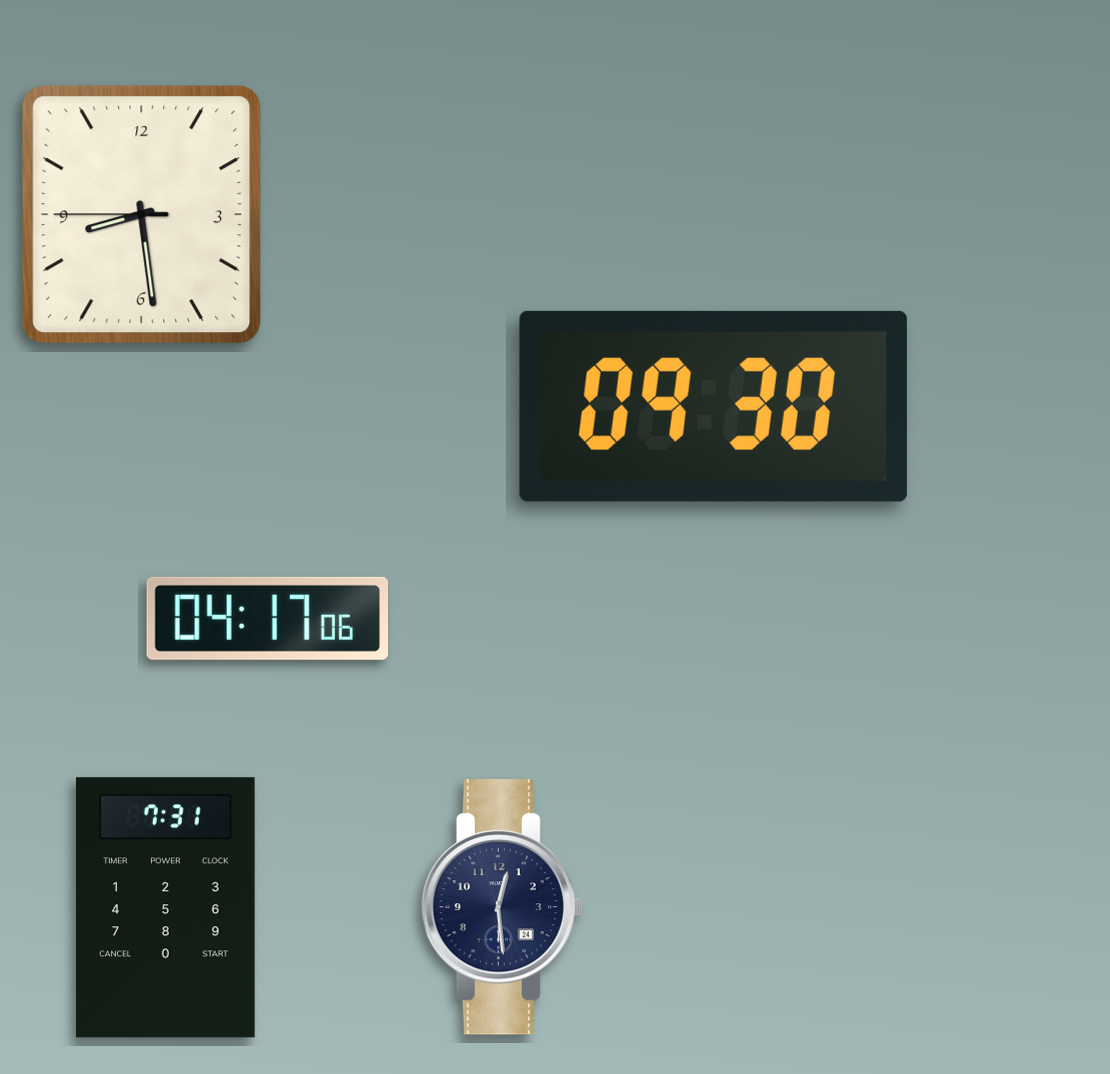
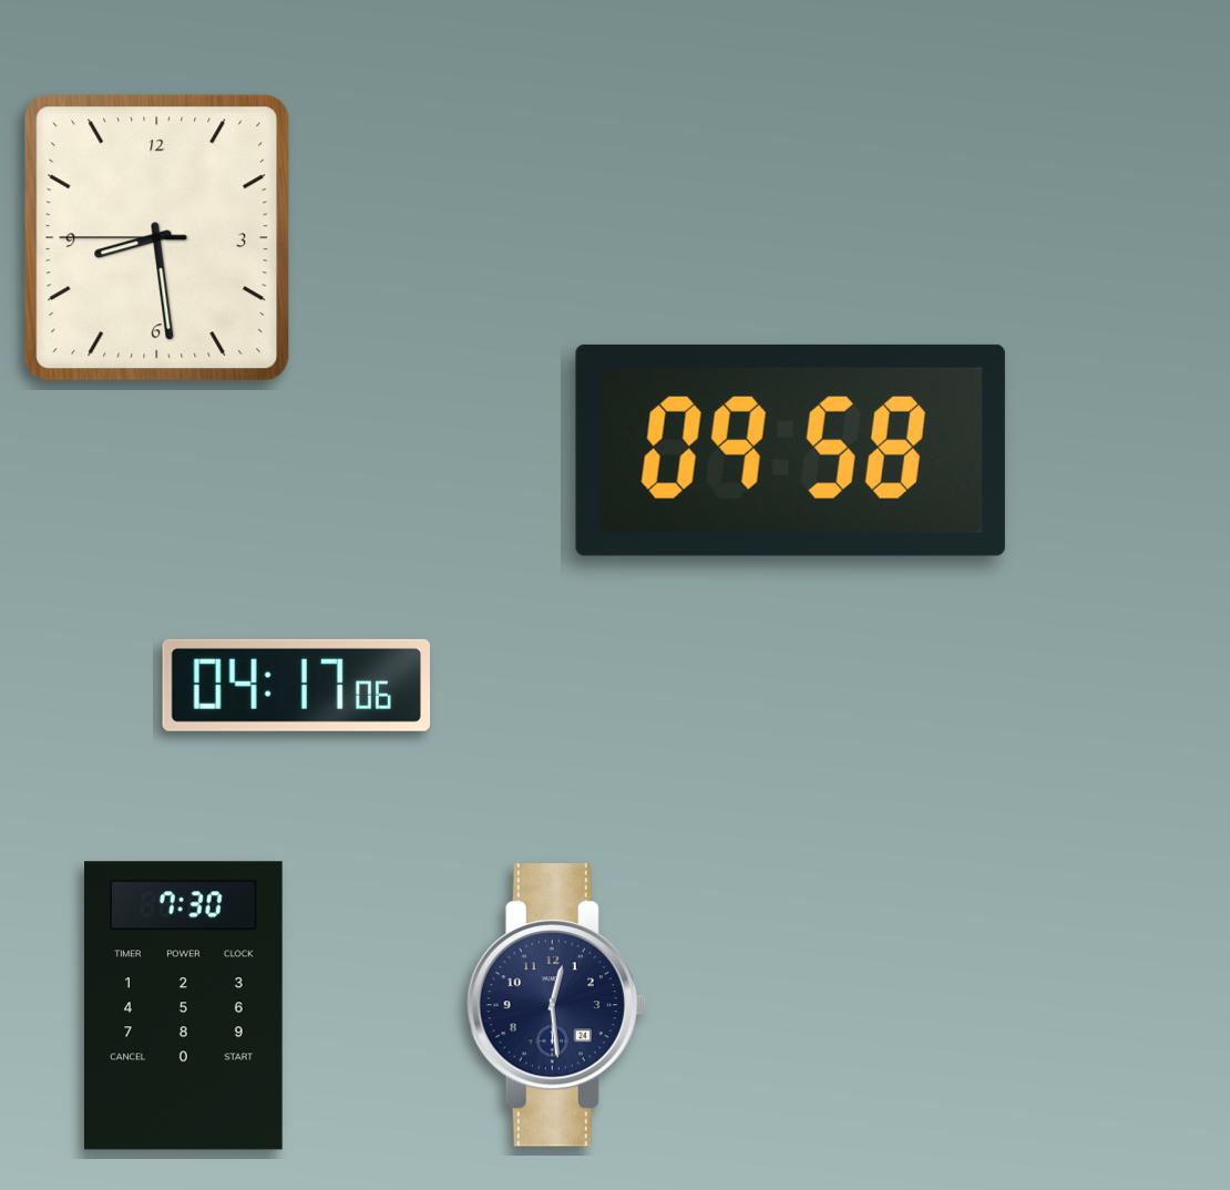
clock at (713, 406): 09:30 -> 09:58
clock at (166, 908): 7:31 -> 7:30
